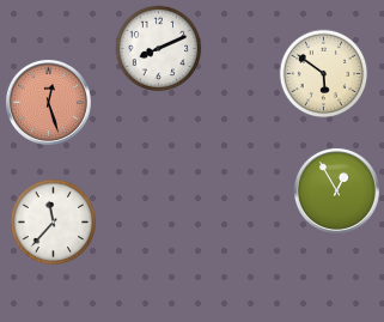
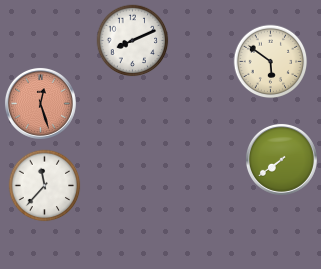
clock at (48, 102) position: (48, 102) -> (40, 103)
clock at (336, 190): 12:55 -> 7:39
